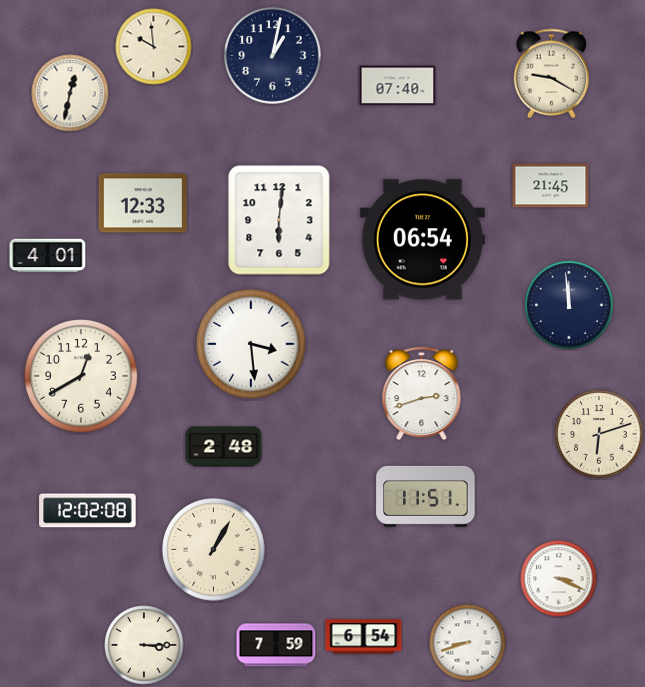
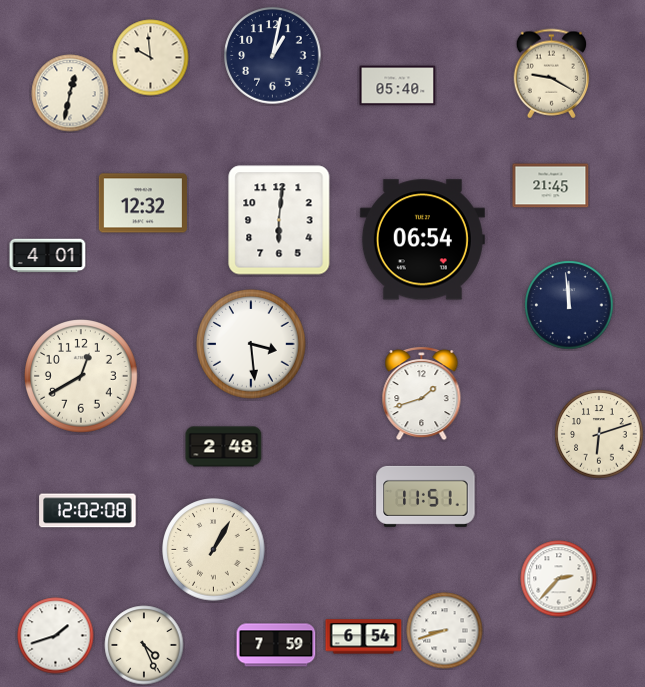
clock at (154, 47) position: (154, 47) -> (151, 58)
clock at (398, 86): 07:40 -> 05:40
clock at (143, 203): 12:33 -> 12:32
clock at (422, 394): 2:42 -> 1:42
clock at (559, 579): 3:19 -> 2:37
clock at (56, 636): none -> 1:42
clock at (468, 643) position: (468, 643) -> (445, 631)
clock at (144, 645): 3:15 -> 4:26
